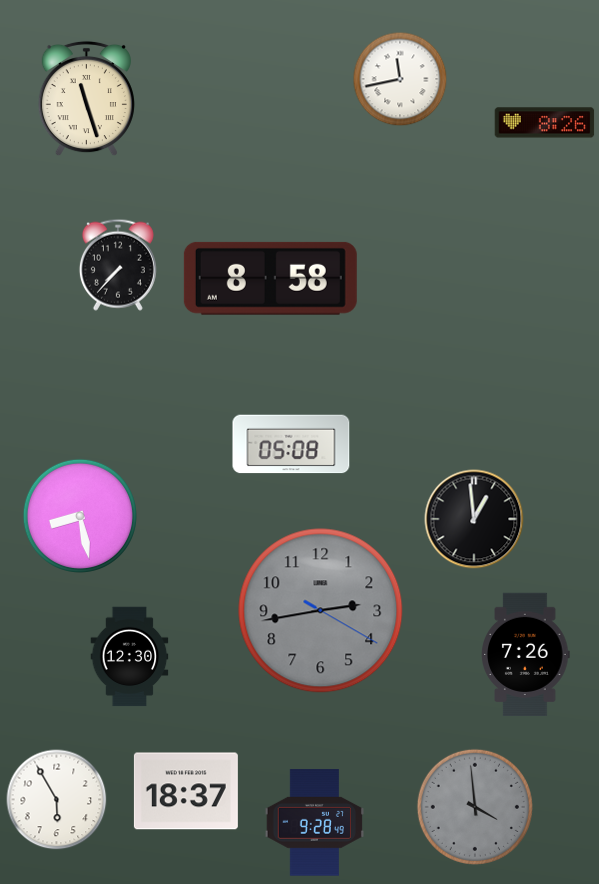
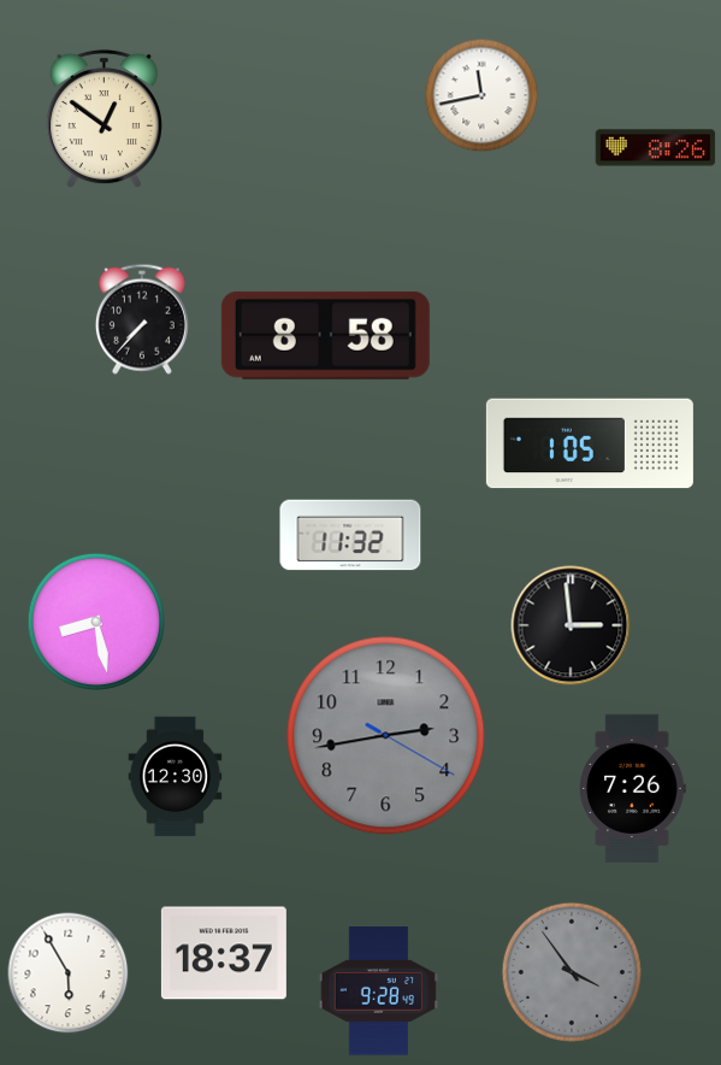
clock at (86, 99): 11:27 -> 12:51
clock at (590, 443): none -> 1:05
clock at (291, 444): 05:08 -> 11:32
clock at (474, 519): 12:59 -> 2:59
clock at (130, 657) position: (130, 657) -> (176, 777)
clock at (57, 800) position: (57, 800) -> (69, 973)
clock at (475, 807): 3:59 -> 3:54
